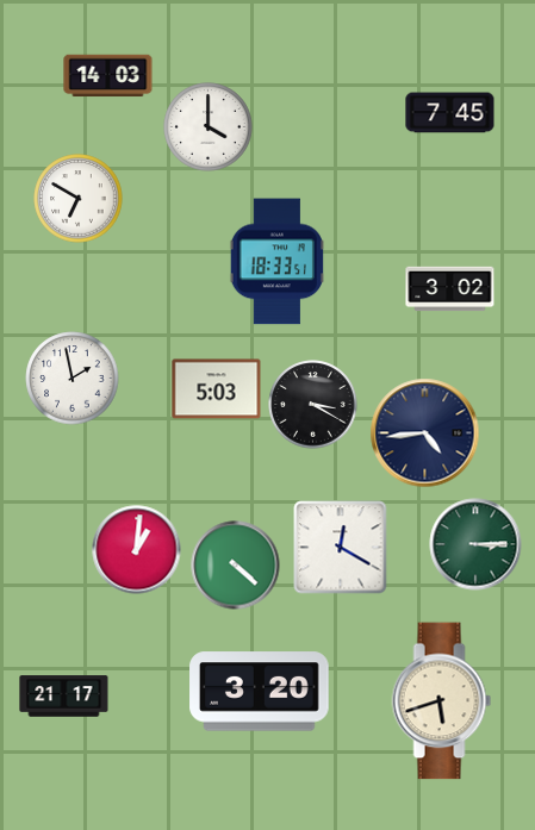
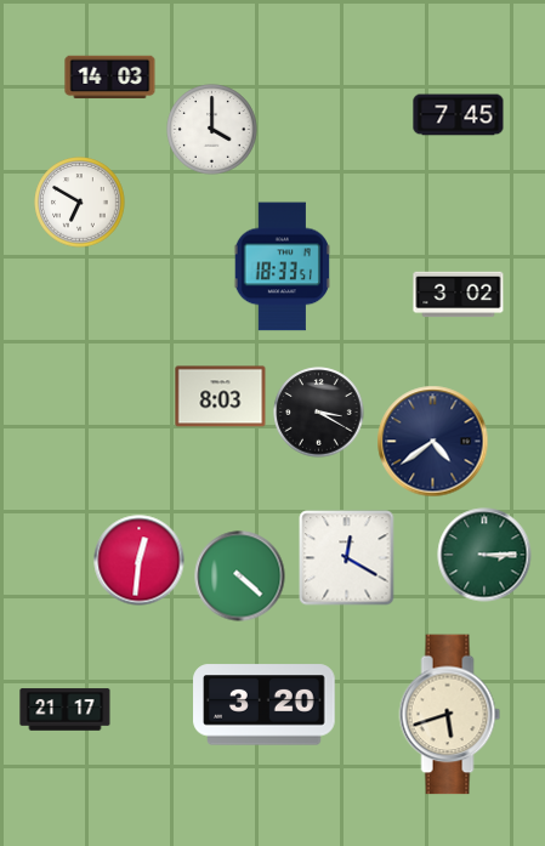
clock at (73, 379): 1:58 -> none
clock at (217, 389): 5:03 -> 8:03
clock at (425, 433): 4:44 -> 4:39
clock at (137, 550): 1:01 -> 12:31
